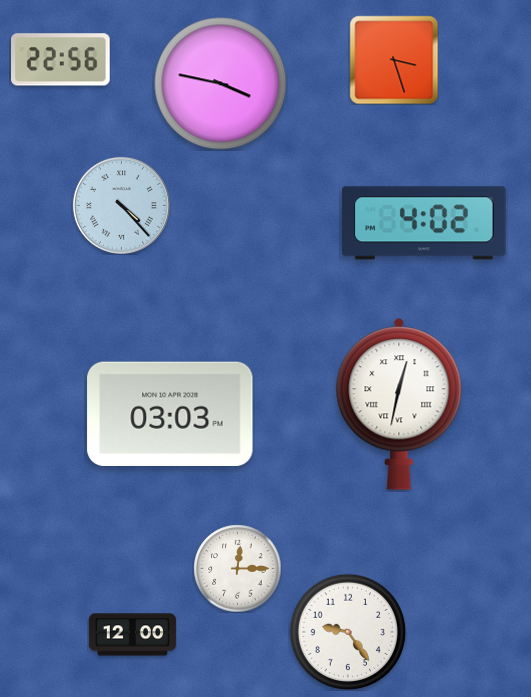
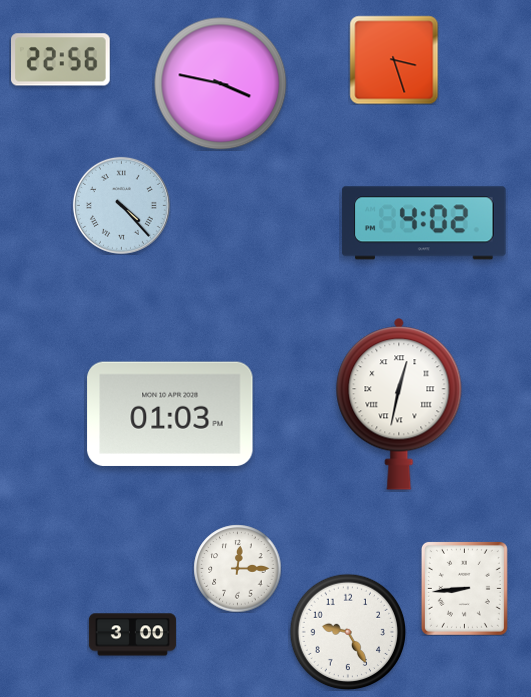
clock at (170, 413): 03:03 -> 01:03
clock at (464, 588): none -> 8:44
clock at (348, 632): 9:24 -> 9:25
clock at (132, 635): 12:00 -> 3:00
